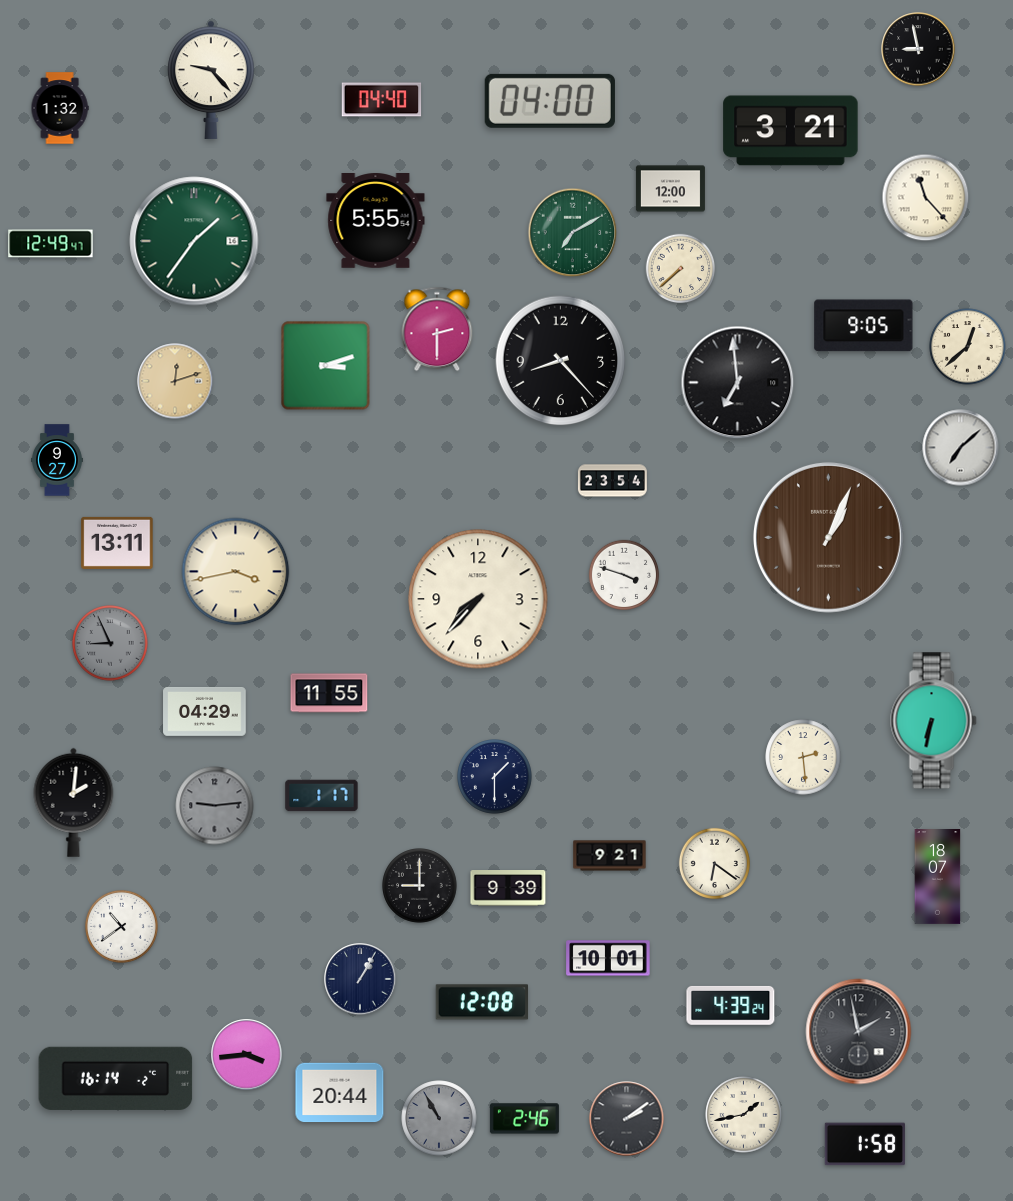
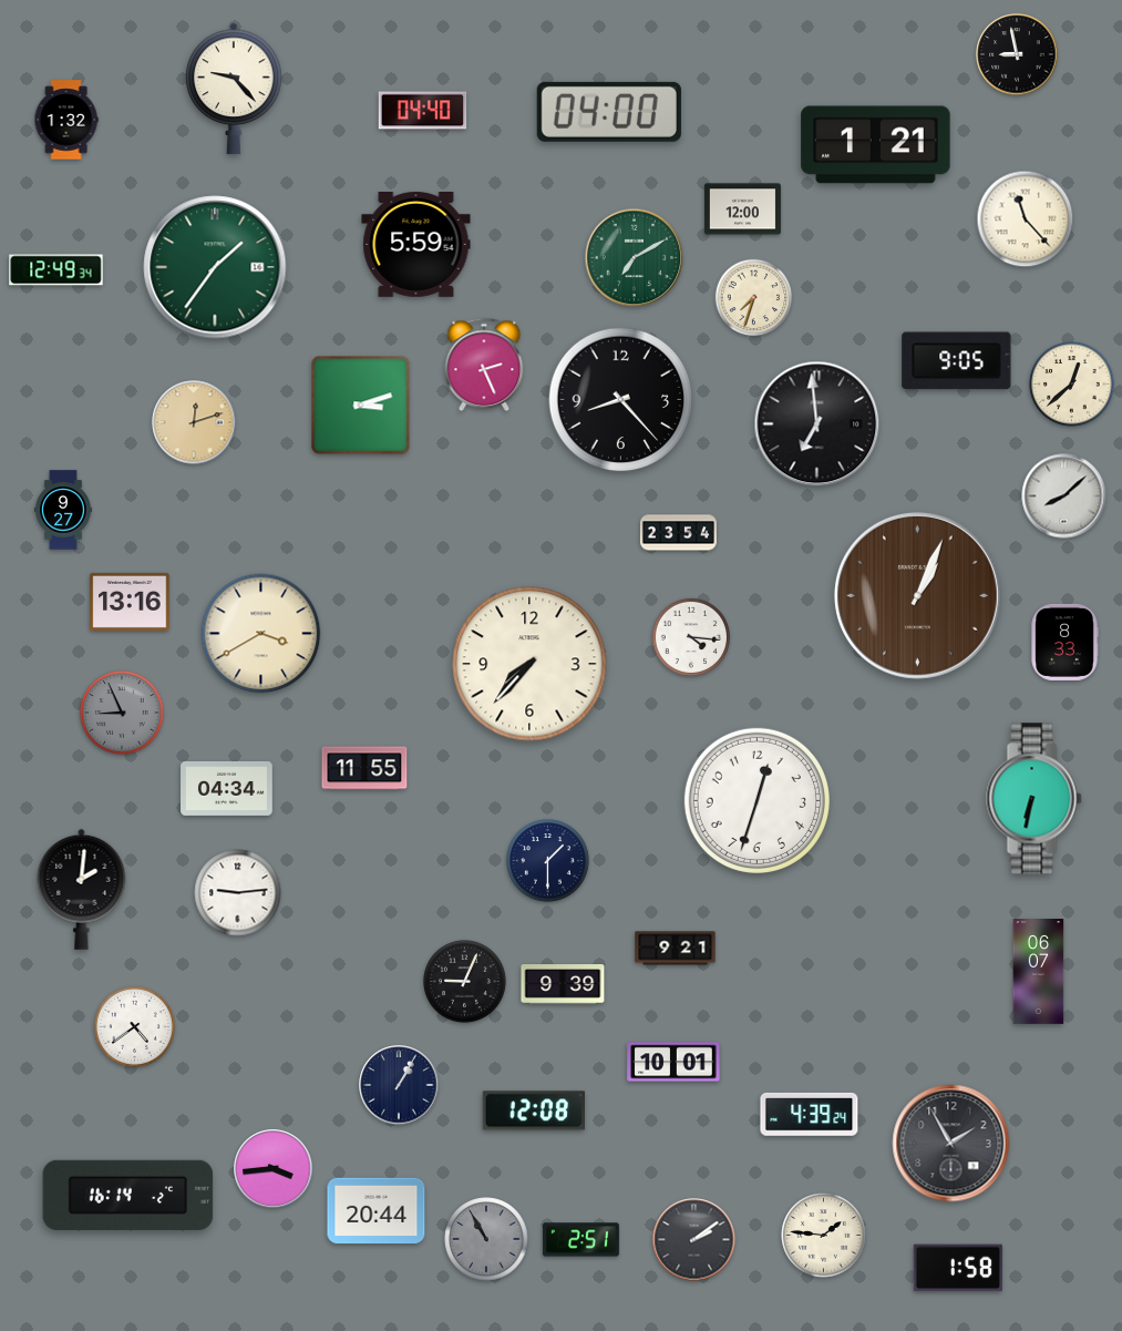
clock at (791, 131): 3:21 -> 1:21
clock at (376, 221): 5:55 -> 5:59
clock at (51, 244): 12:49:47 -> 12:49:34
clock at (681, 269): 7:38 -> 7:33
clock at (437, 329): 2:30 -> 2:26
clock at (961, 448): 7:08 -> 8:08
clock at (117, 543): 13:11 -> 13:16
clock at (236, 572): 3:43 -> 3:40
clock at (624, 575): 3:48 -> 4:16
clock at (1064, 642): none -> 8:33
clock at (205, 711): 04:29 -> 04:34
clock at (756, 800): none -> 12:33
clock at (803, 757): 2:29 -> none
clock at (322, 796): 1:17 -> none
clock at (215, 806) dial: grey -> white
clock at (714, 863): 6:21 -> none
clock at (938, 877): 18:07 -> 06:07
clock at (420, 886): 9:00 -> 9:04
clock at (121, 926): 10:39 -> 4:39
clock at (859, 1032): 1:58 -> 1:55
clock at (744, 1115): 1:43 -> 1:46
clock at (524, 1119): 2:46 -> 2:51
